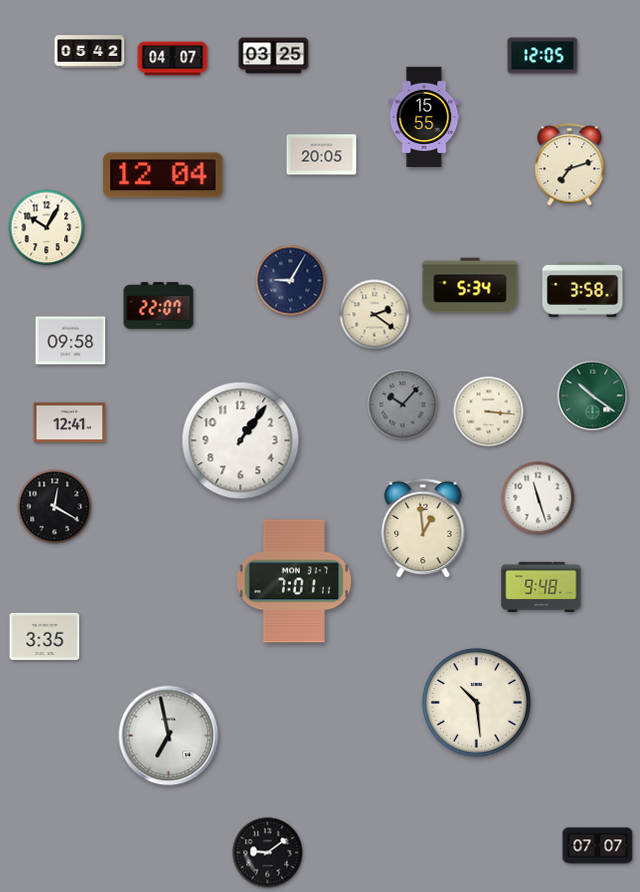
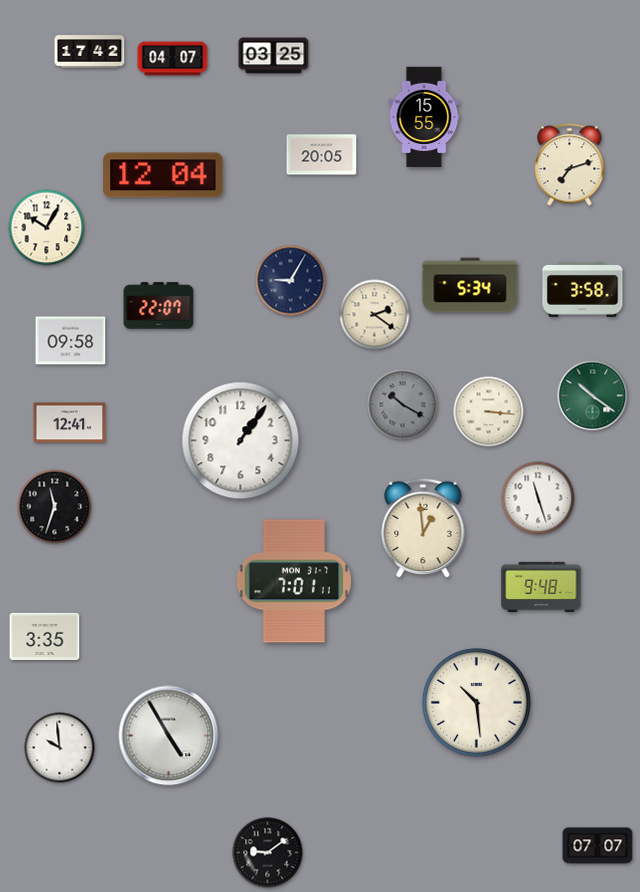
clock at (90, 52): 05:42 -> 17:42
clock at (543, 56): 12:05 -> none
clock at (403, 405): 10:07 -> 10:20
clock at (55, 507): 12:20 -> 11:33
clock at (169, 736): 6:58 -> 4:55
clock at (60, 748): none -> 9:59
